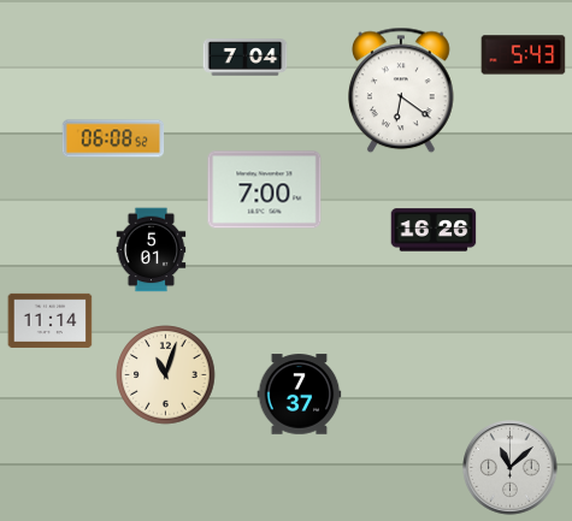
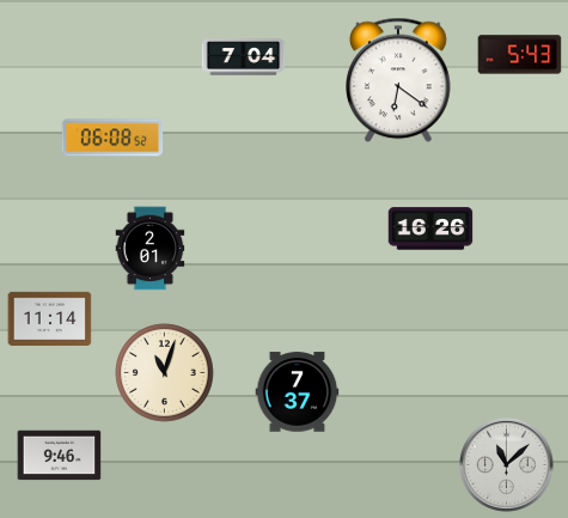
clock at (402, 90) position: (402, 90) -> (399, 80)
clock at (265, 190): 7:00 -> none
clock at (152, 250): 5:01 -> 2:01
clock at (60, 456): none -> 9:46
